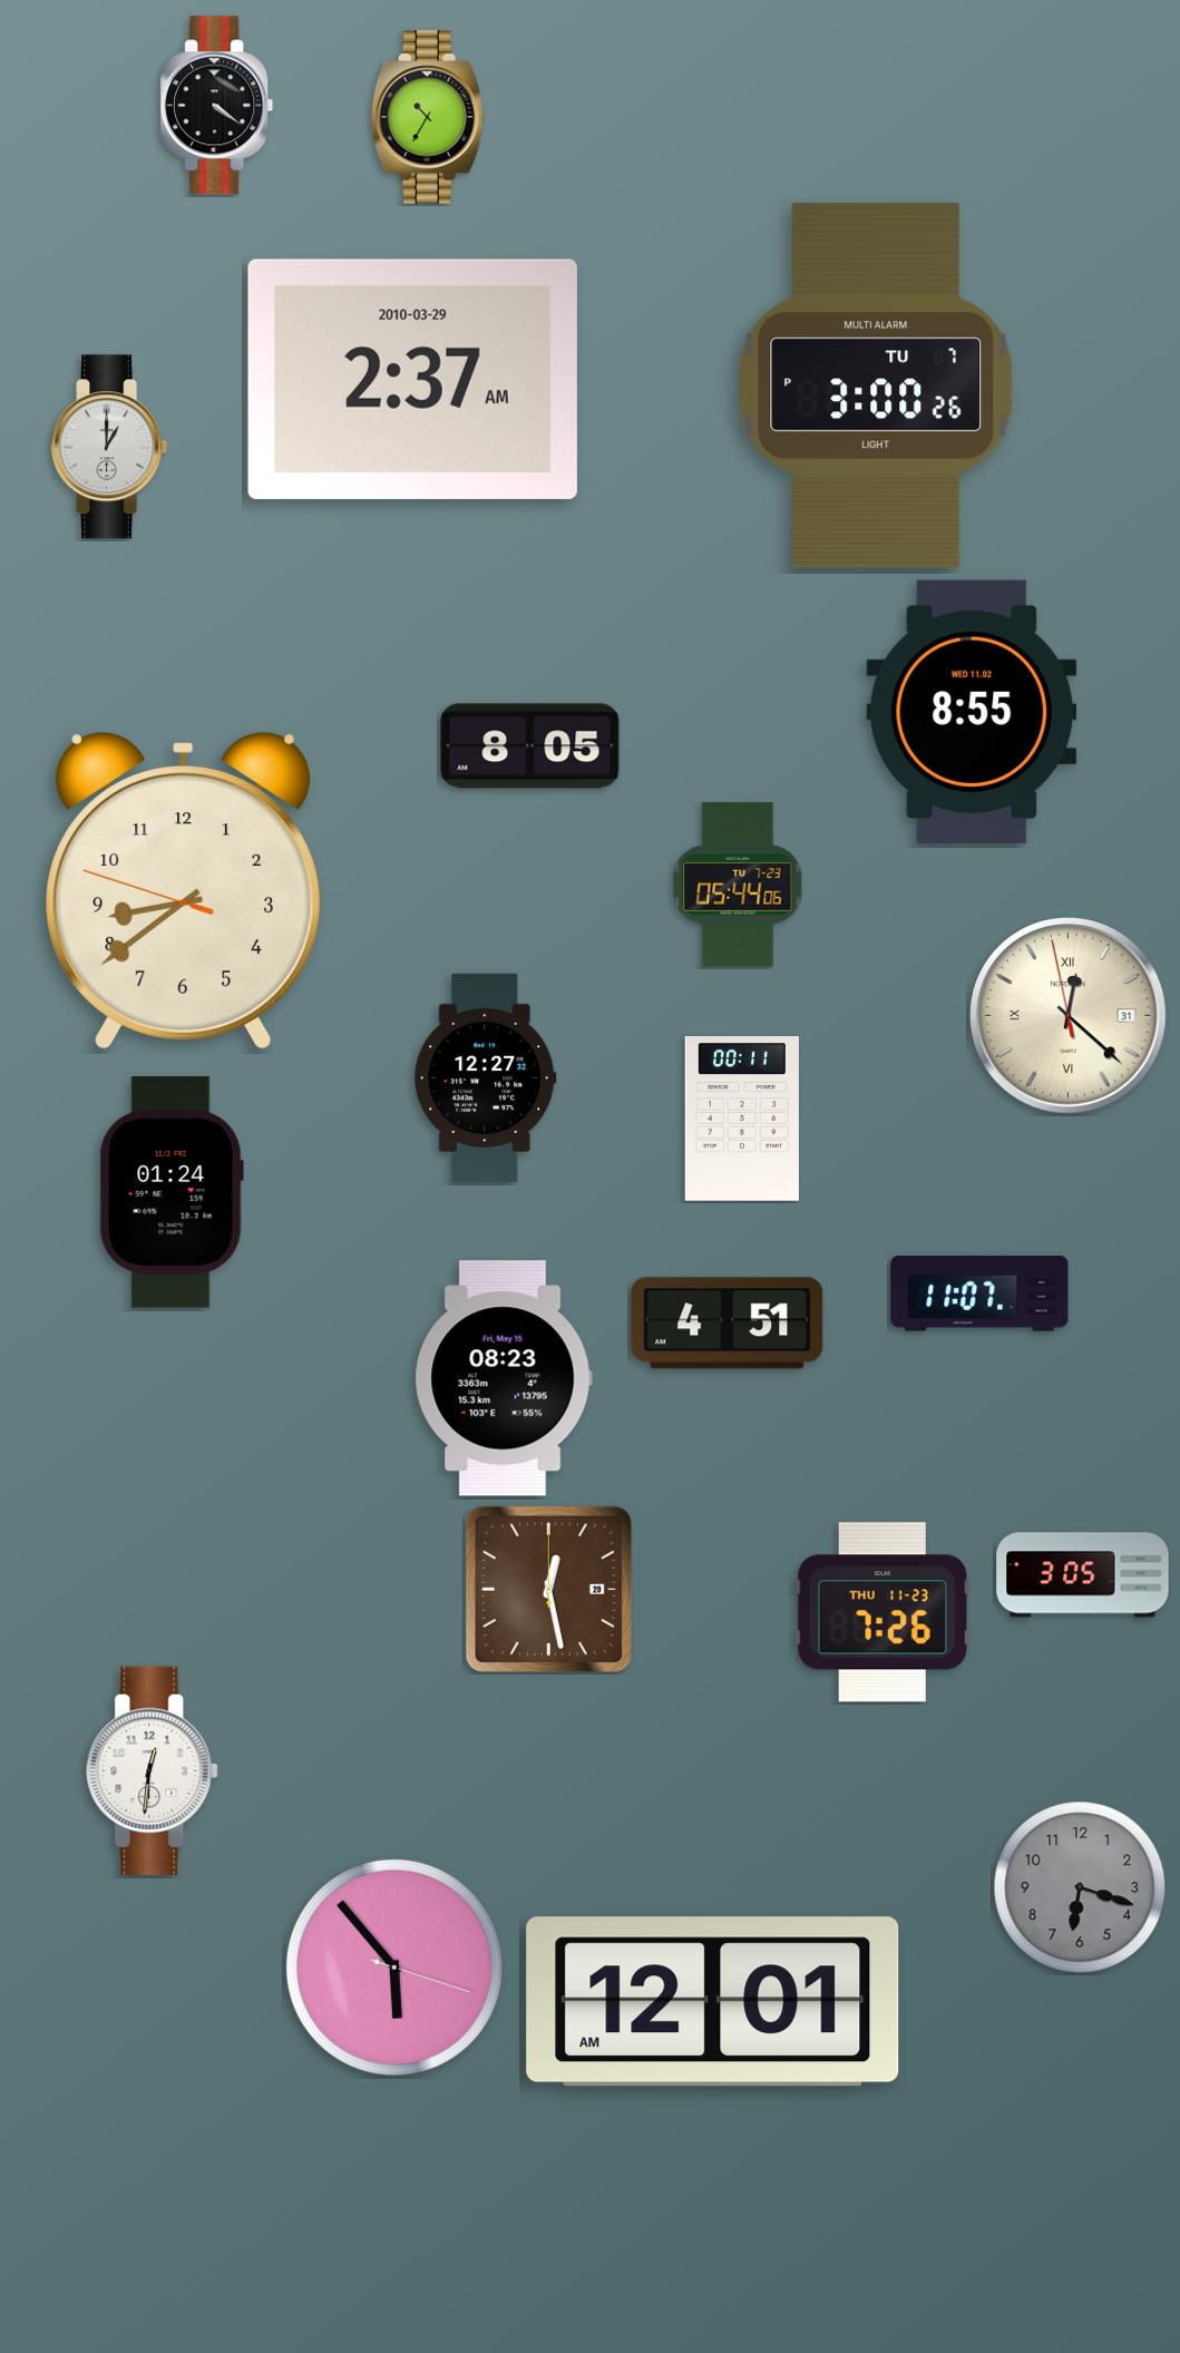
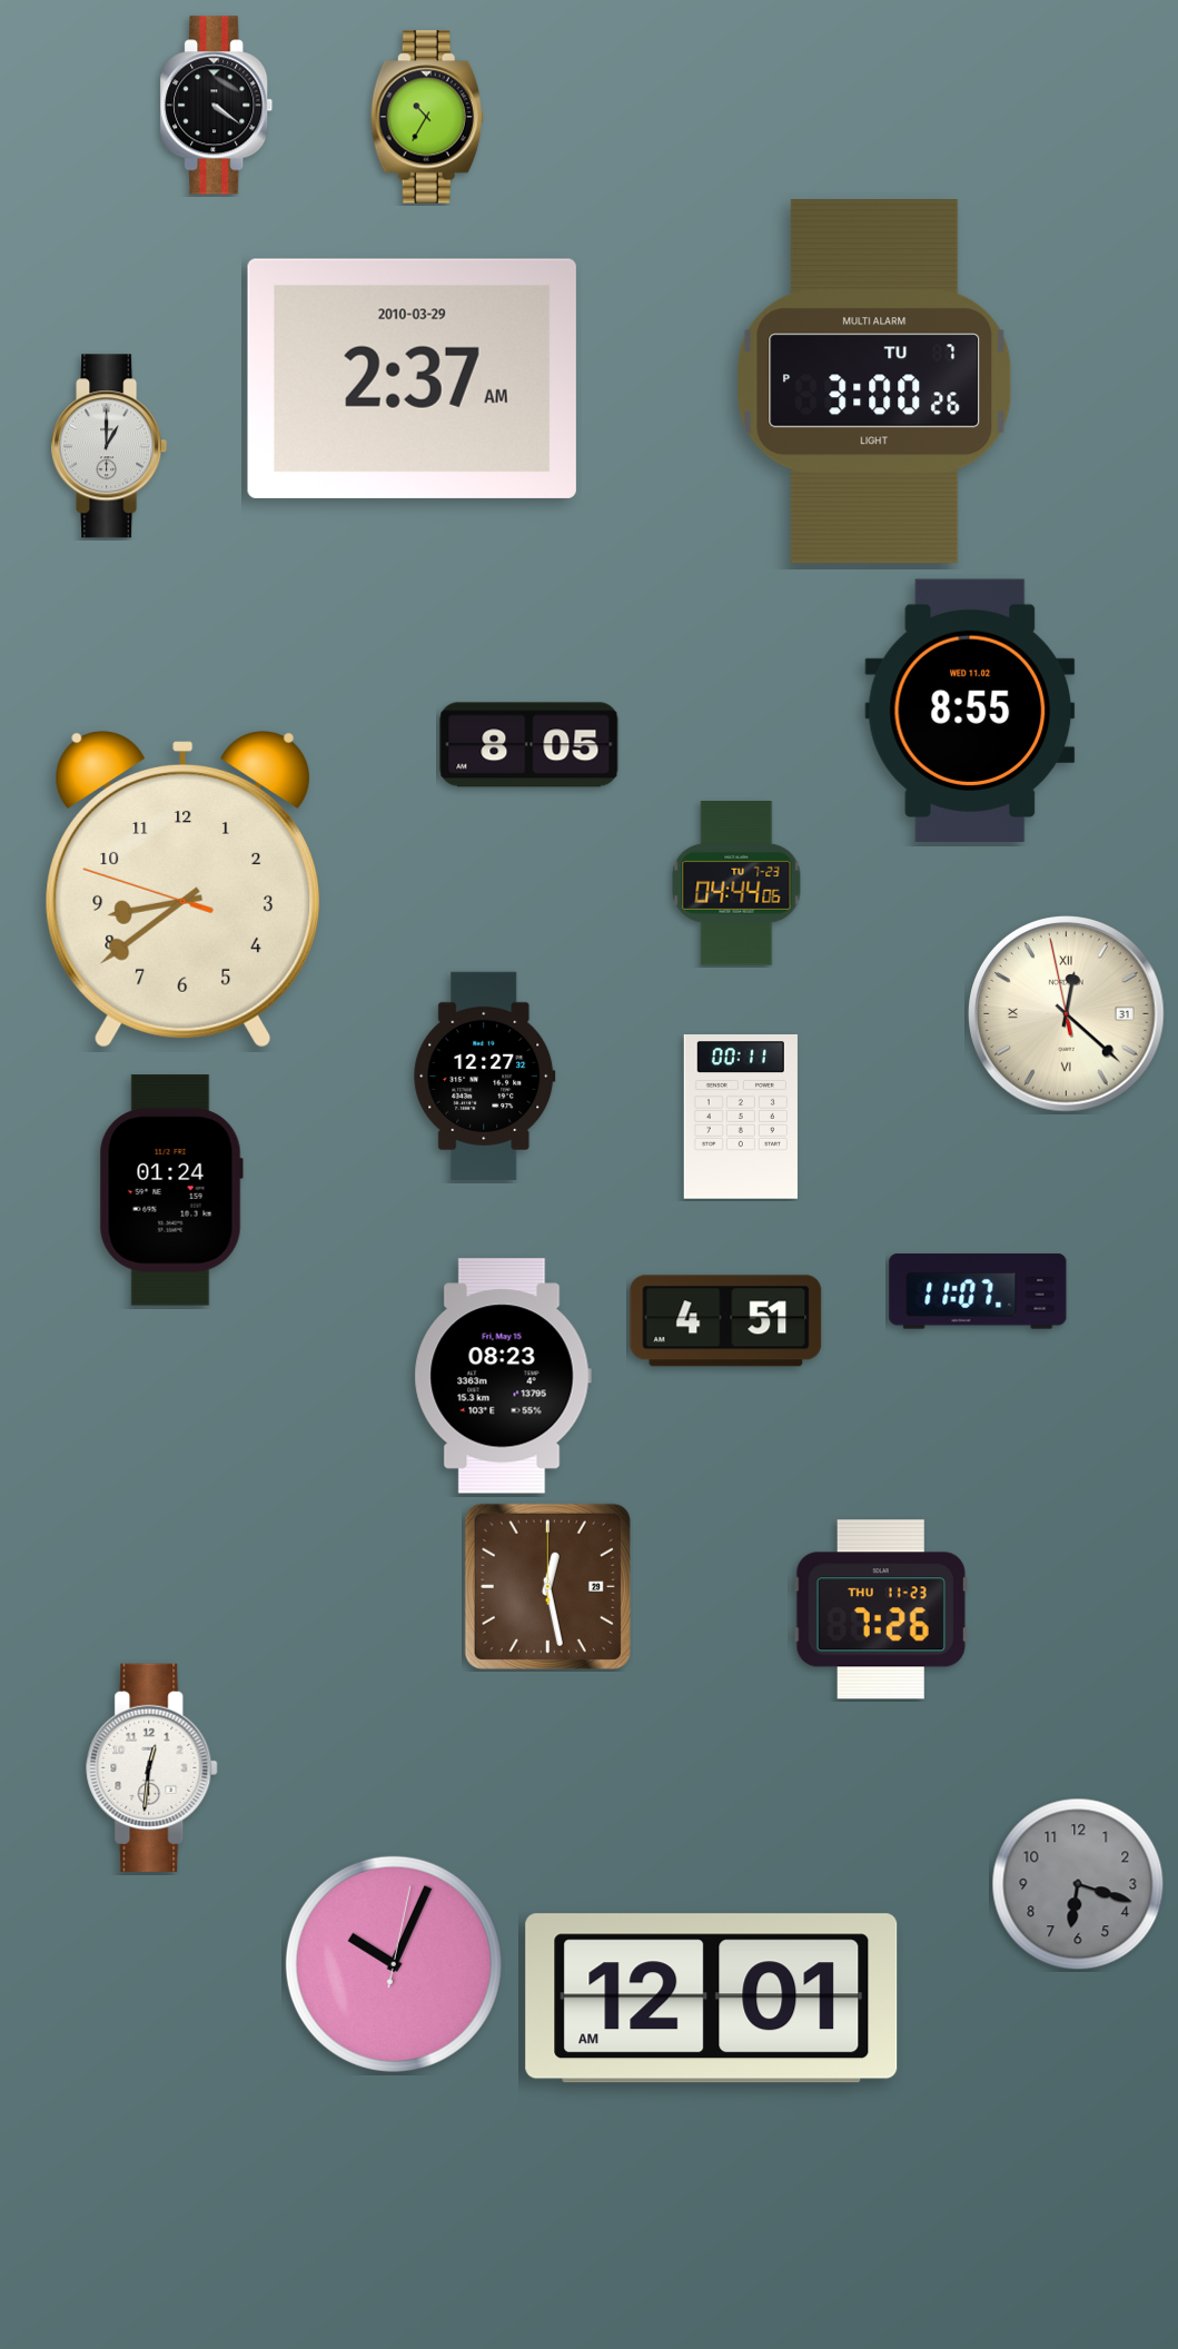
clock at (876, 385) position: (876, 385) -> (874, 381)
clock at (738, 885): 05:44 -> 04:44
clock at (1083, 1575): 3:05 -> none
clock at (394, 1968): 5:53 -> 10:04
